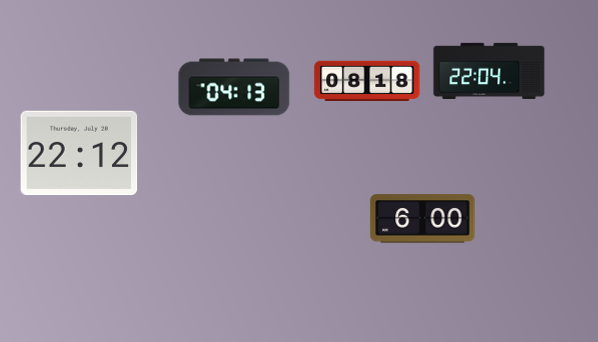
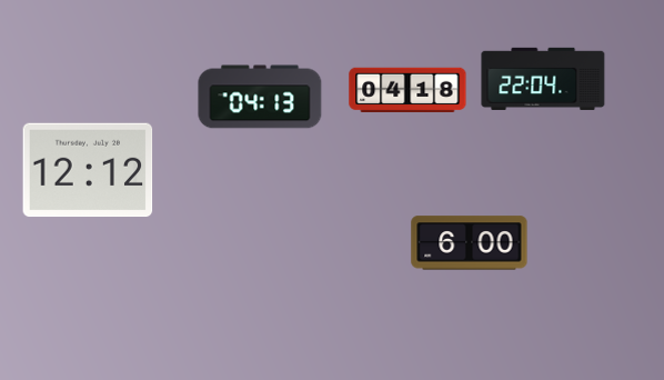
clock at (367, 80): 08:18 -> 04:18
clock at (79, 153): 22:12 -> 12:12
